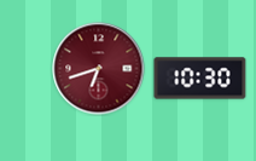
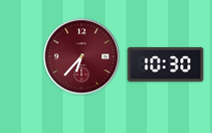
clock at (99, 69): 6:42 -> 6:37
